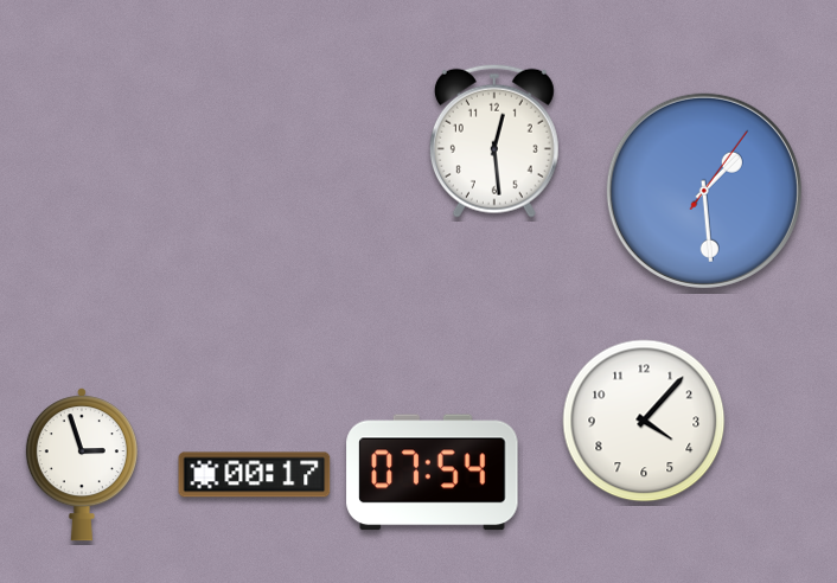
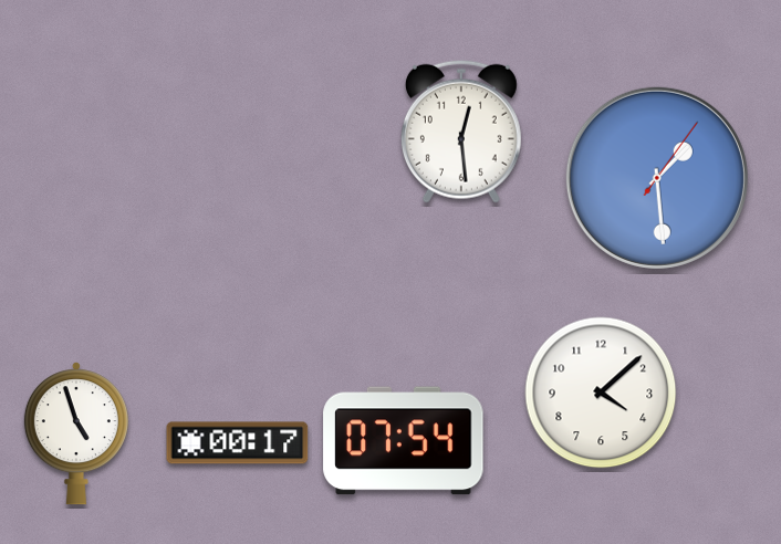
clock at (644, 421): 4:07 -> 4:08
clock at (82, 465): 2:57 -> 4:57
